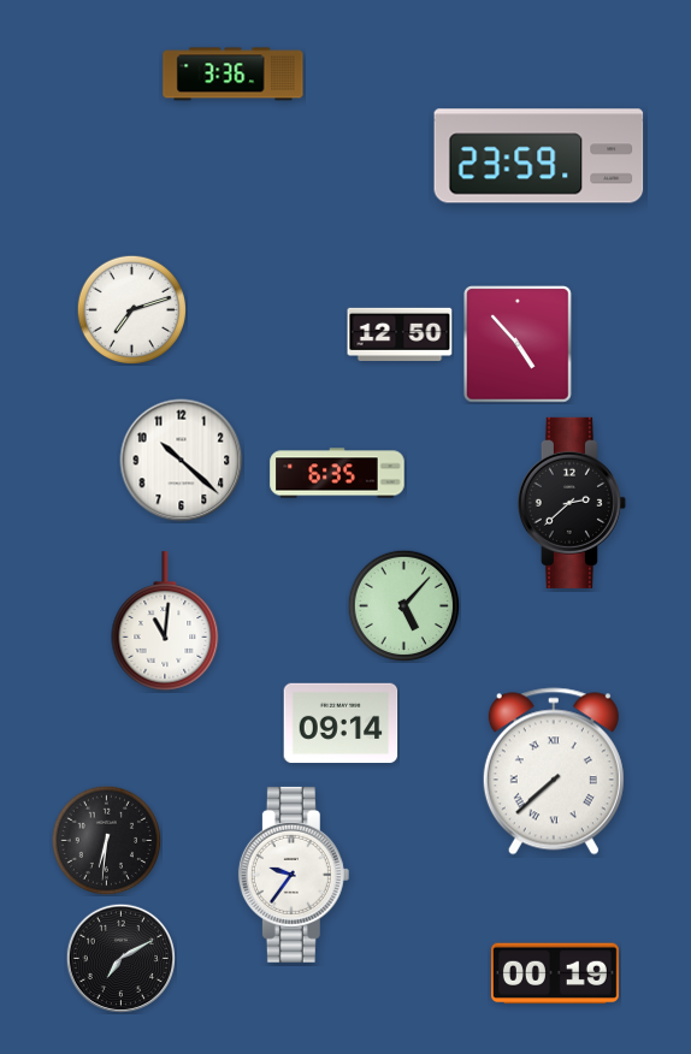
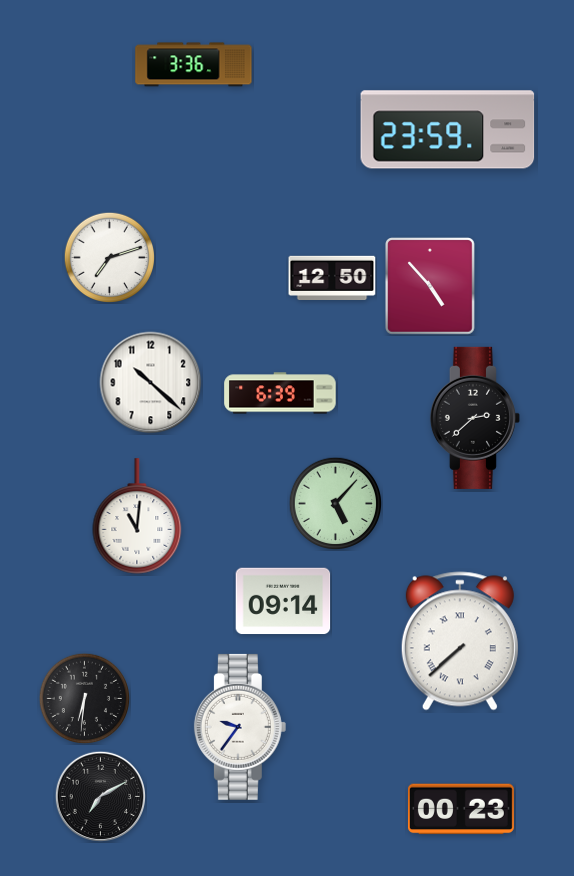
clock at (234, 75) position: (234, 75) -> (194, 65)
clock at (337, 473): 6:35 -> 6:39
clock at (106, 840) position: (106, 840) -> (84, 698)
clock at (294, 875) position: (294, 875) -> (240, 727)
clock at (555, 973): 00:19 -> 00:23
